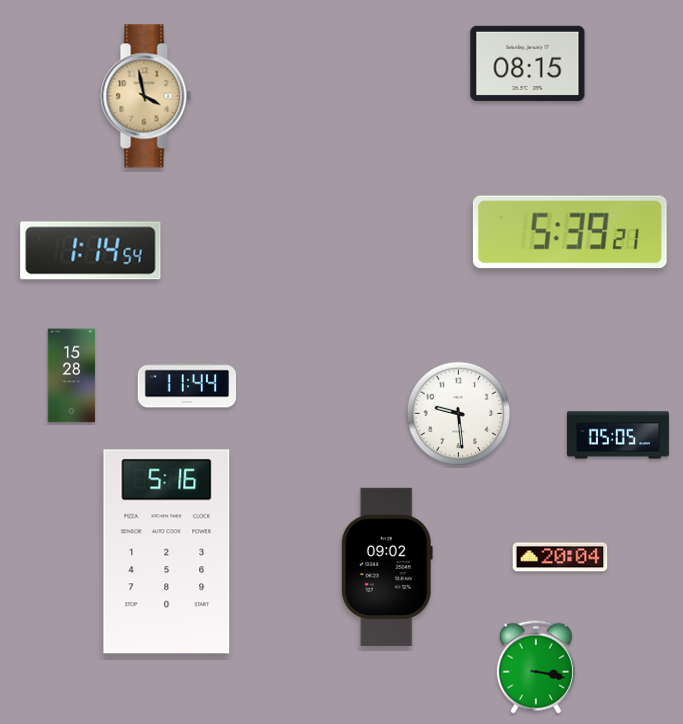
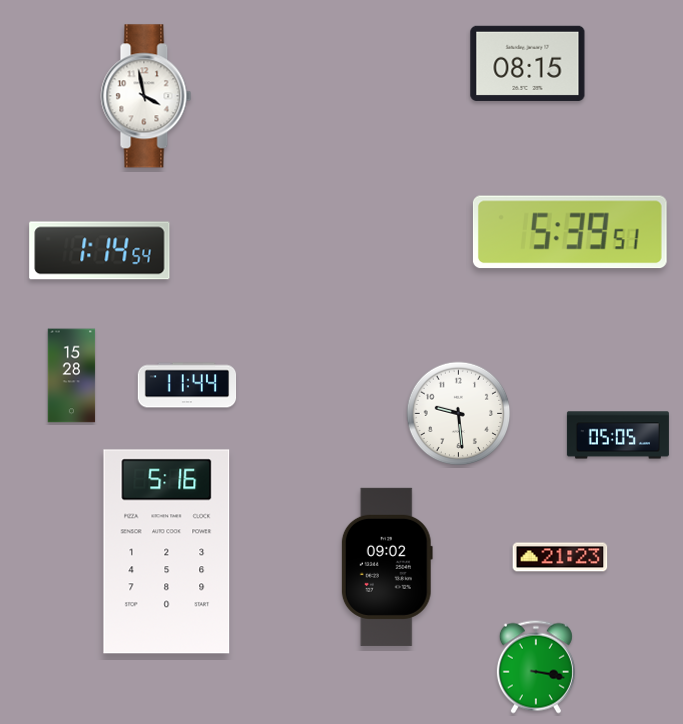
clock at (146, 96) dial: champagne -> white
clock at (570, 232): 5:39:21 -> 5:39:51
clock at (91, 251) position: (91, 251) -> (100, 251)
clock at (560, 557): 20:04 -> 21:23
